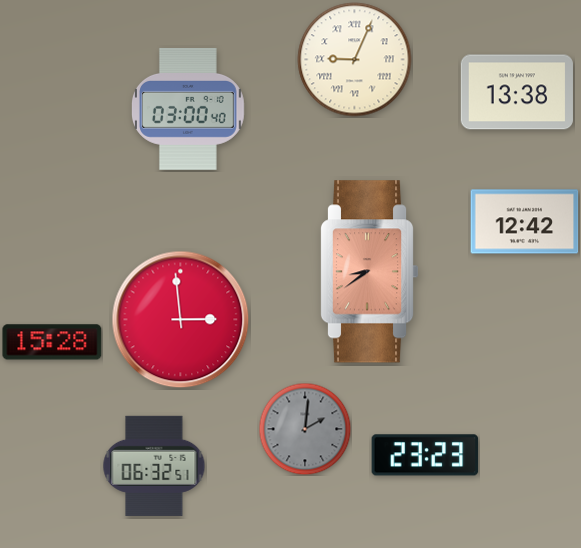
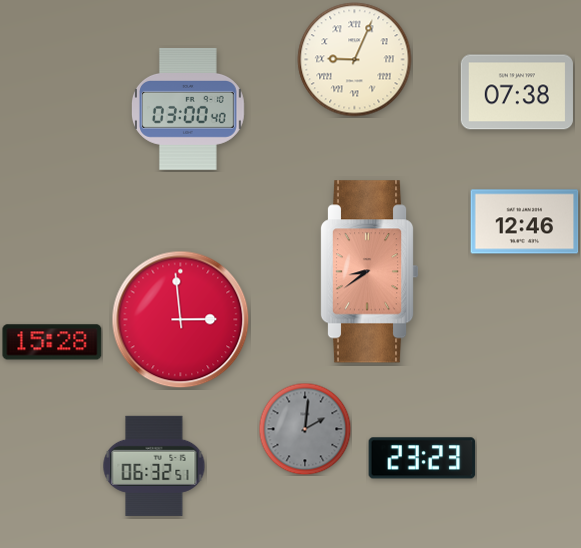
clock at (517, 92): 13:38 -> 07:38
clock at (525, 222): 12:42 -> 12:46
clock at (425, 455) position: (425, 455) -> (422, 458)
